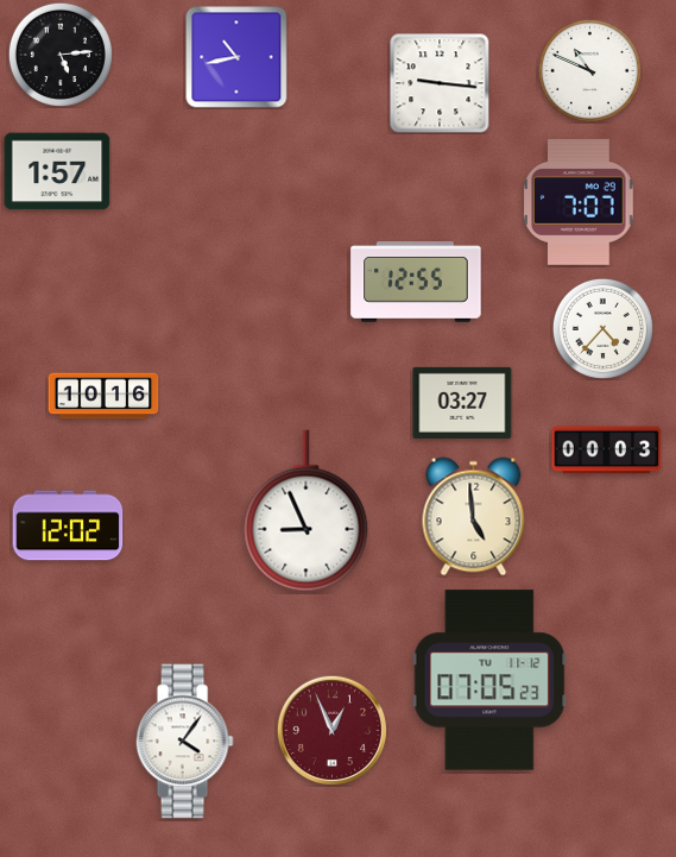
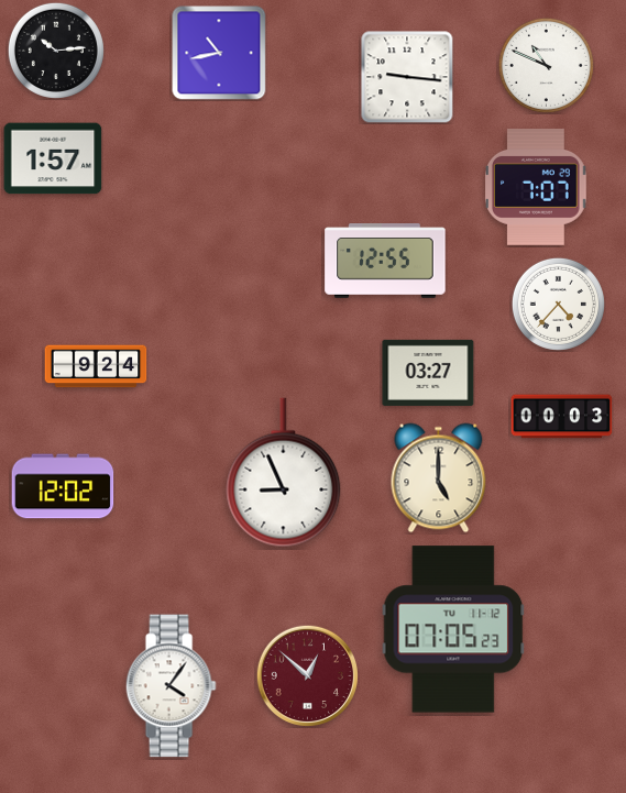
clock at (61, 55): 5:14 -> 10:14
clock at (103, 396): 10:16 -> 9:24
clock at (474, 517): 4:59 -> 5:00
clock at (331, 730): 12:56 -> 12:52
